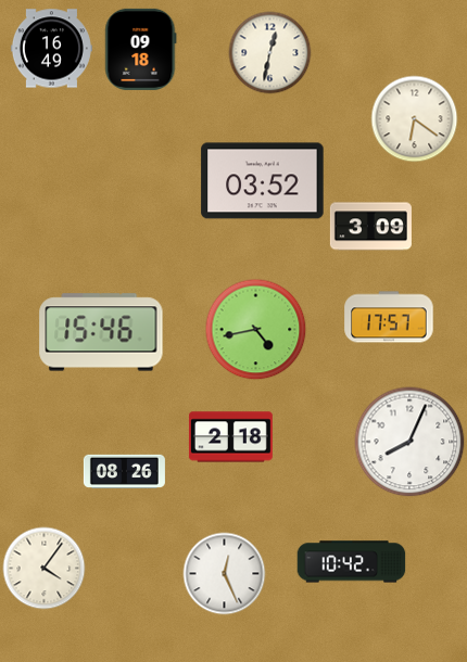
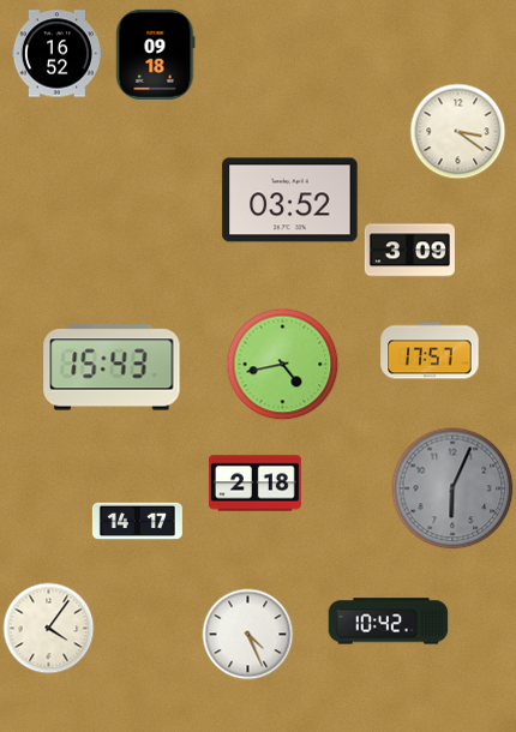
clock at (51, 49): 16:49 -> 16:52
clock at (270, 53): 12:32 -> none
clock at (415, 119): 6:21 -> 3:21
clock at (101, 332): 15:46 -> 15:43
clock at (409, 442): 8:04 -> 6:04
clock at (409, 442) dial: white -> grey
clock at (124, 471): 08:26 -> 14:17
clock at (225, 574): 12:26 -> 4:26
